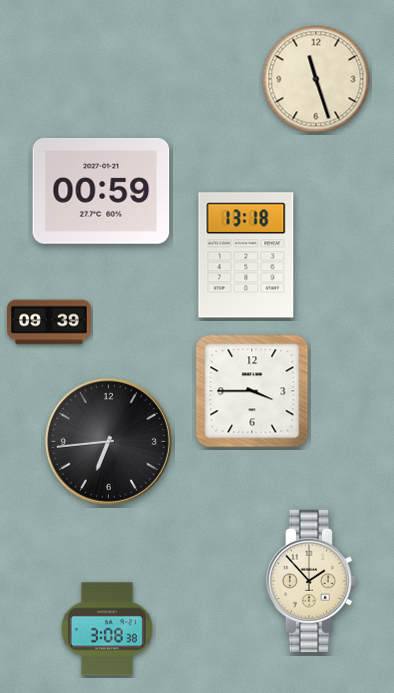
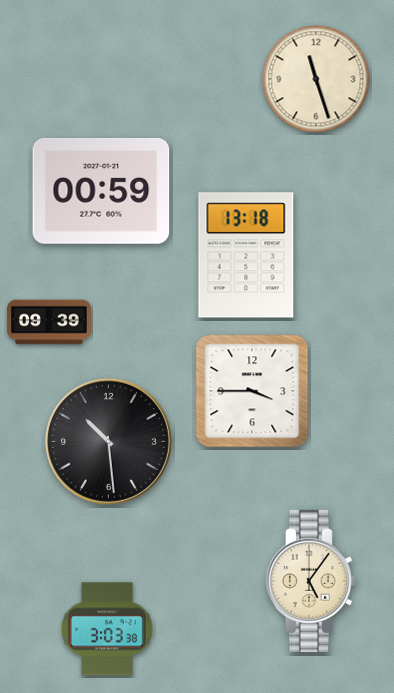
clock at (108, 441): 6:44 -> 10:29
clock at (310, 581): 1:53 -> 5:06
clock at (107, 629): 3:08 -> 3:03
